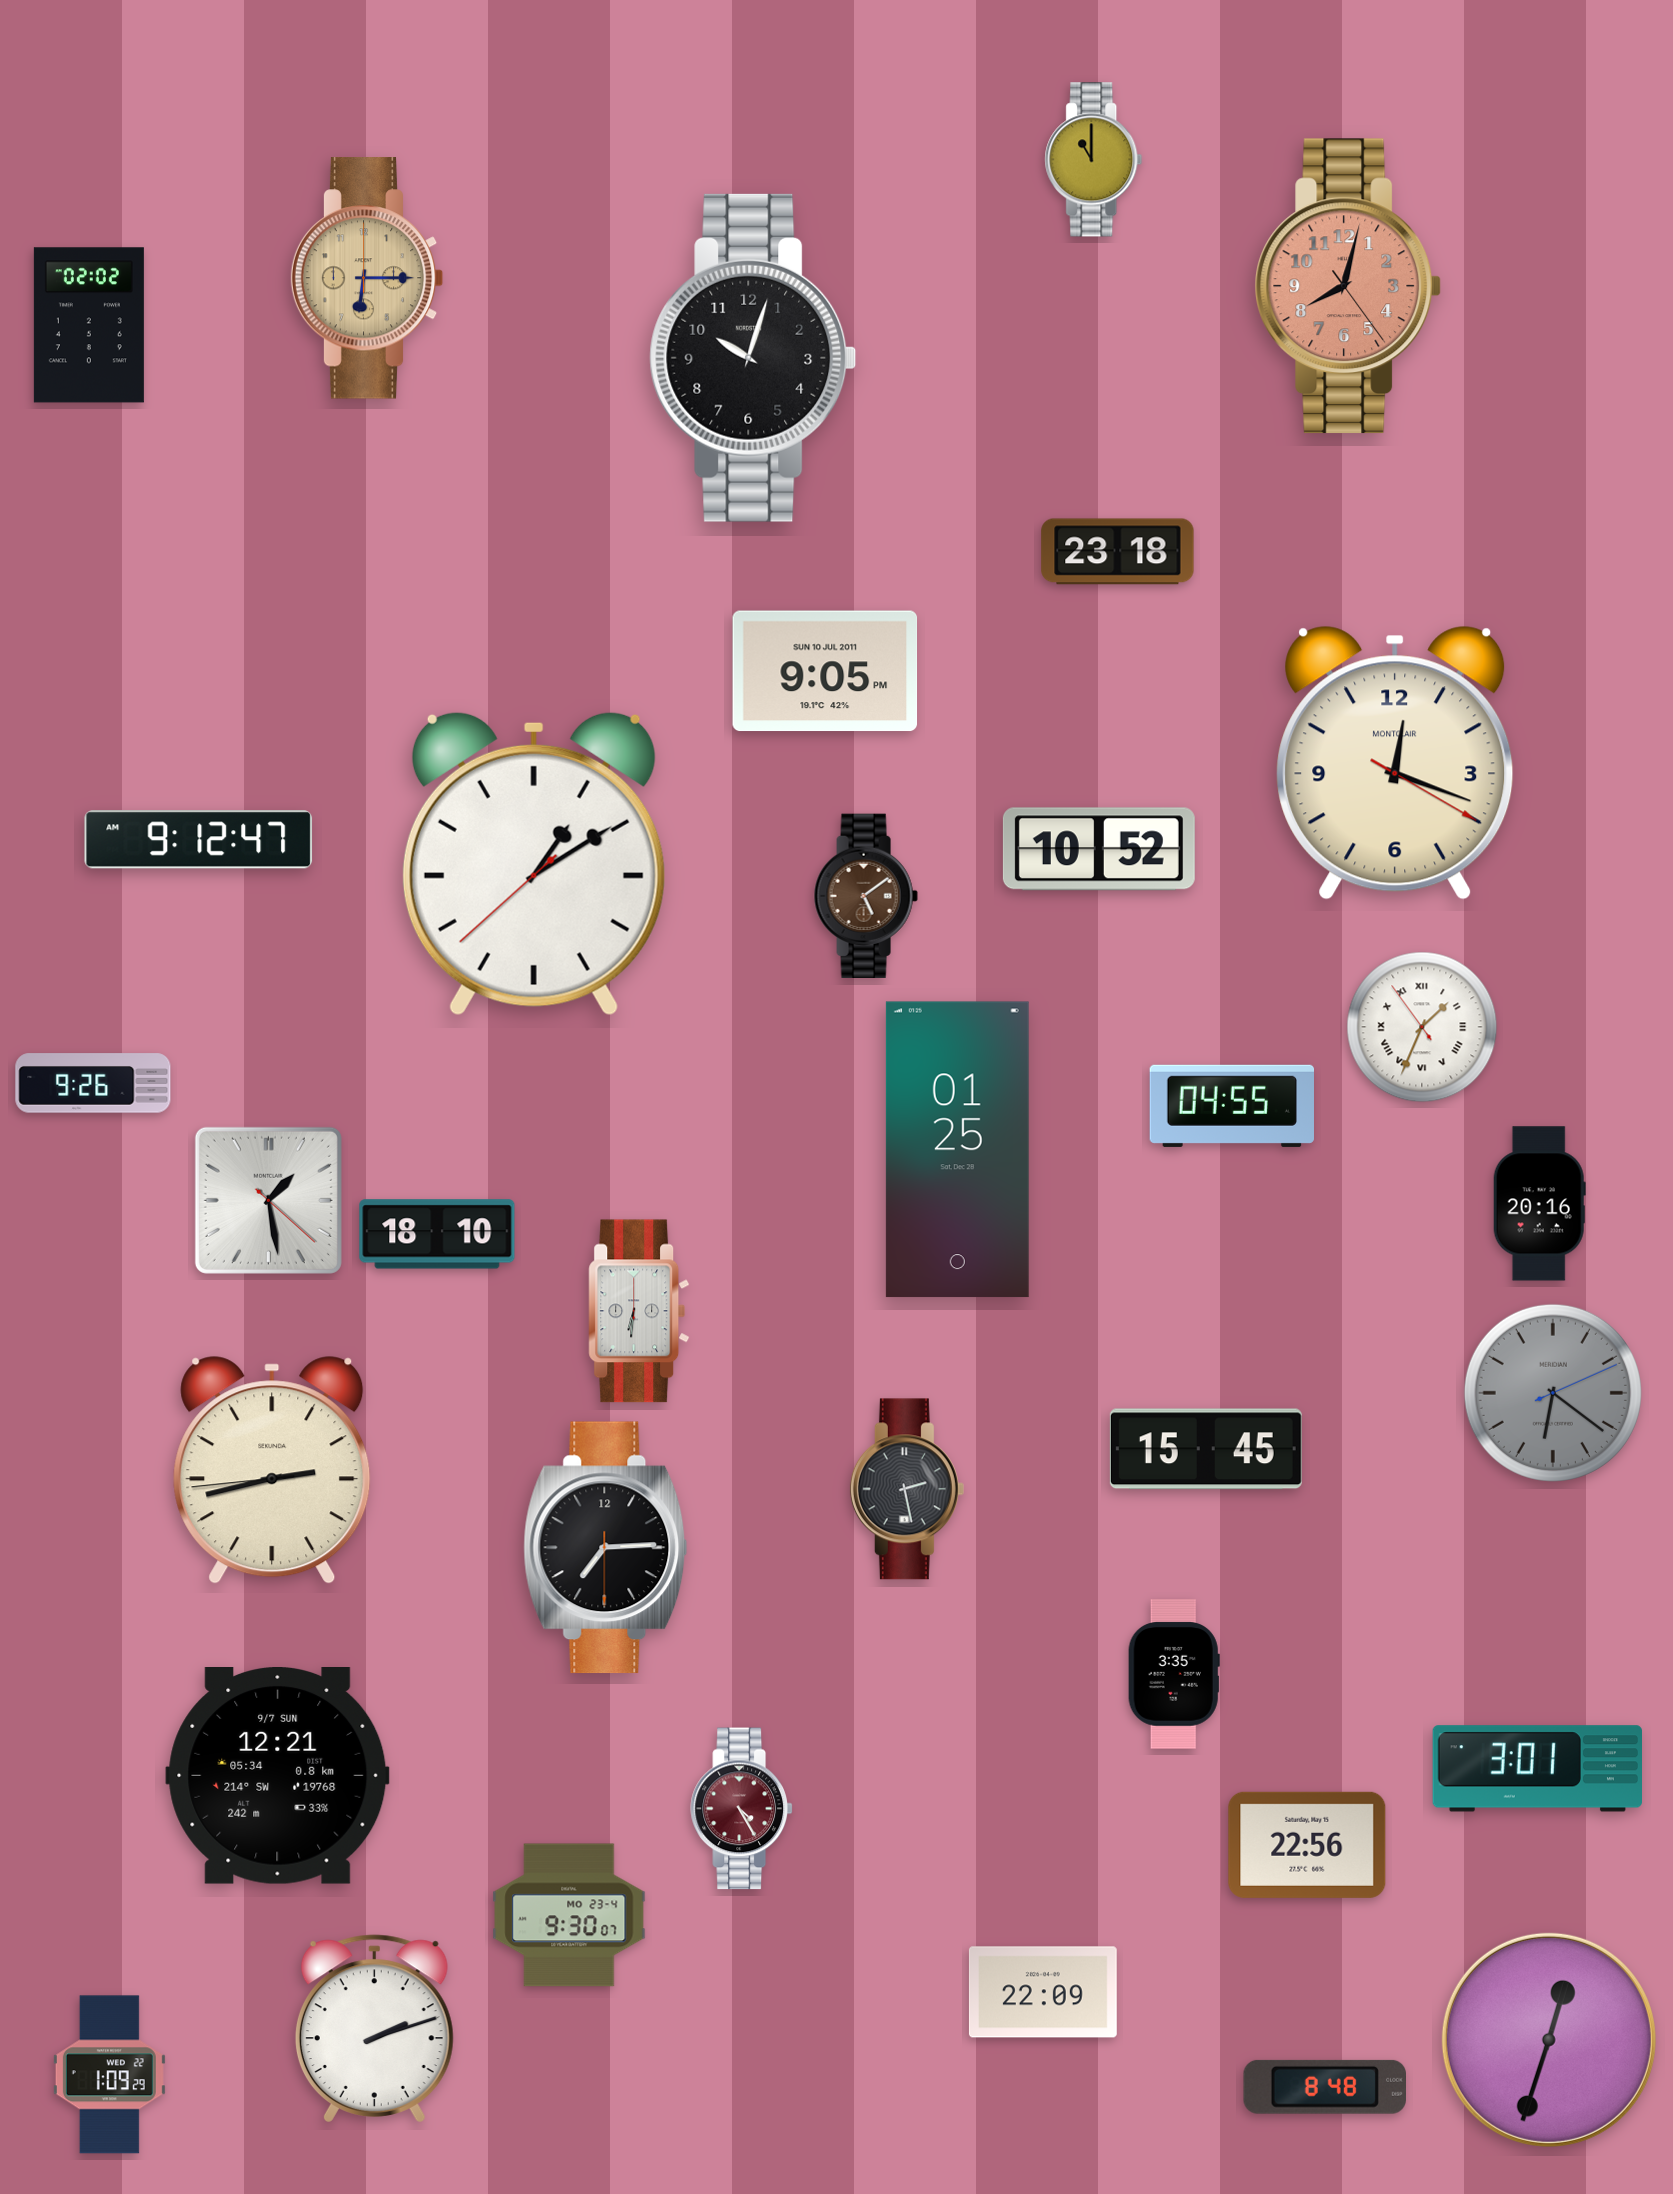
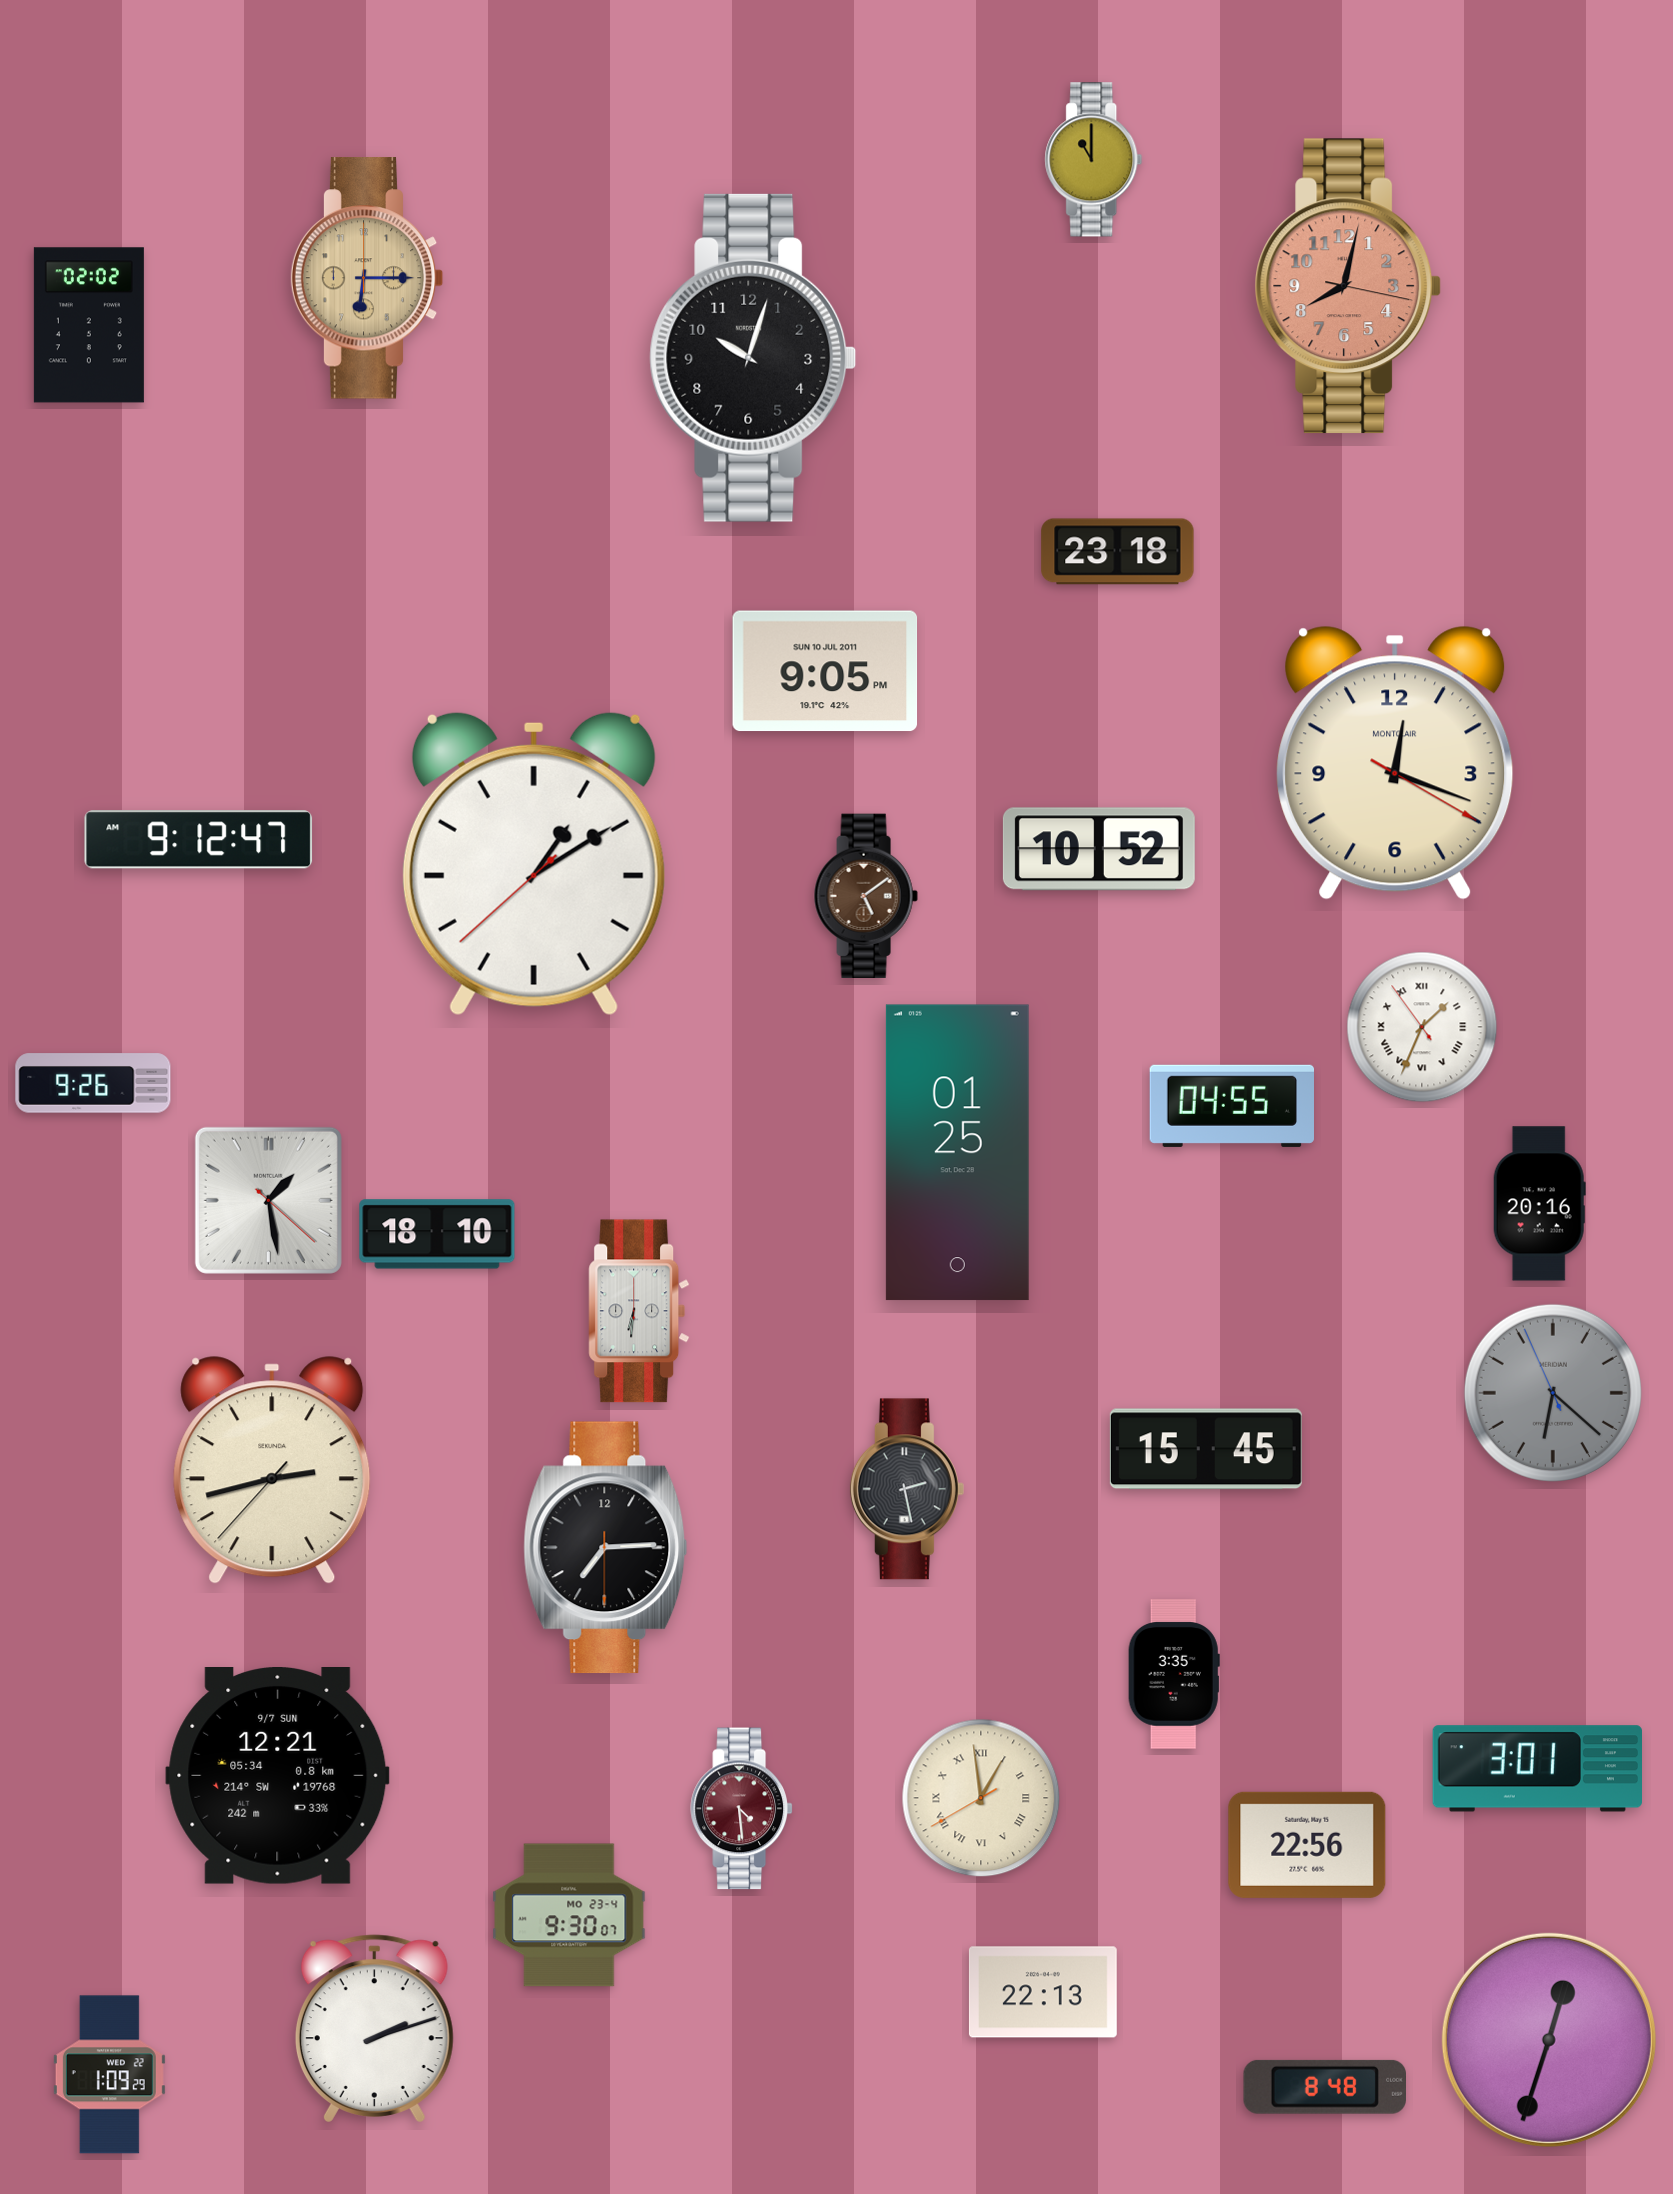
clock at (1348, 286): 8:02:24 -> 8:02:17
clock at (957, 1150) position: (957, 1150) -> (957, 1153)
clock at (1553, 1393): 6:21:11 -> 6:21:56
clock at (272, 1470): 2:42:44 -> 2:42:37
clock at (981, 1798): none -> 12:58
clock at (741, 1809): 4:25 -> 4:29
clock at (1043, 1992): 22:09 -> 22:13
